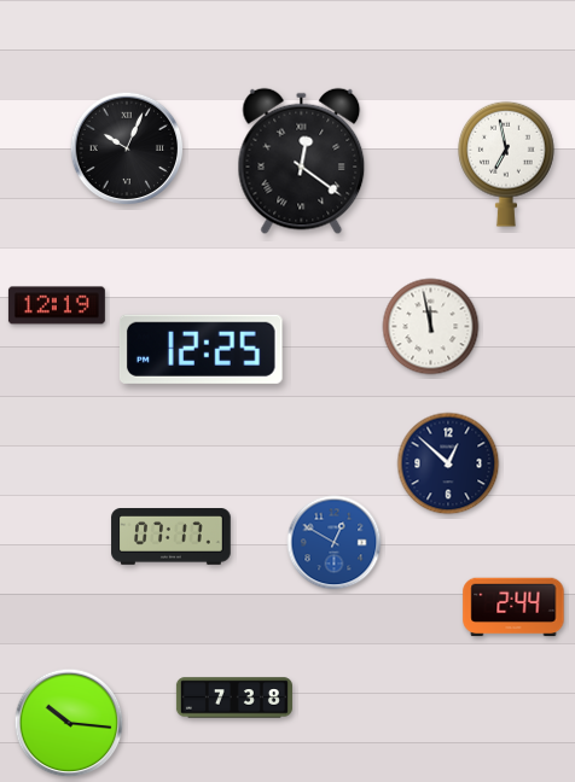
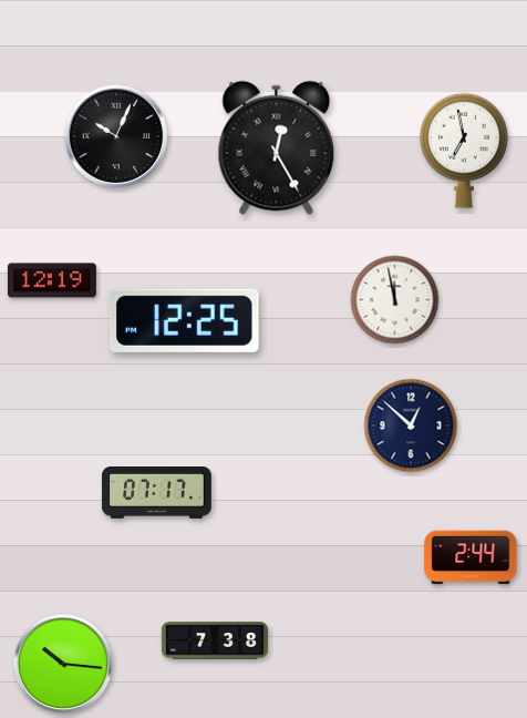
clock at (302, 162): 12:21 -> 12:25
clock at (335, 543): 12:50 -> none
